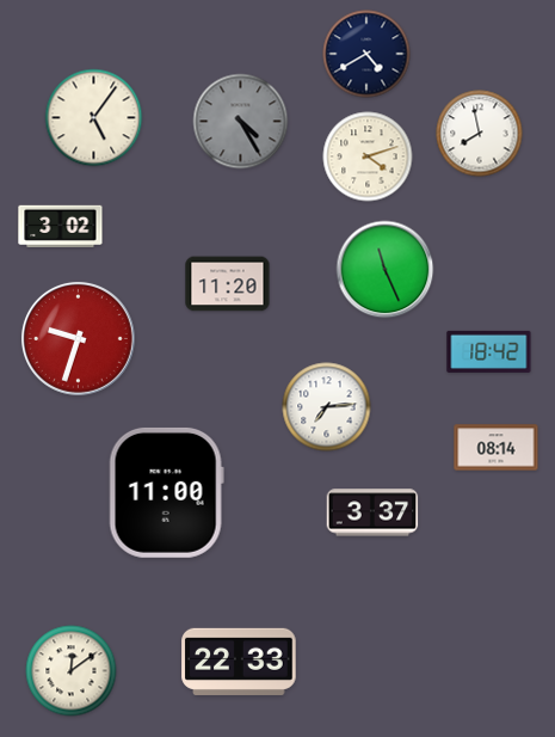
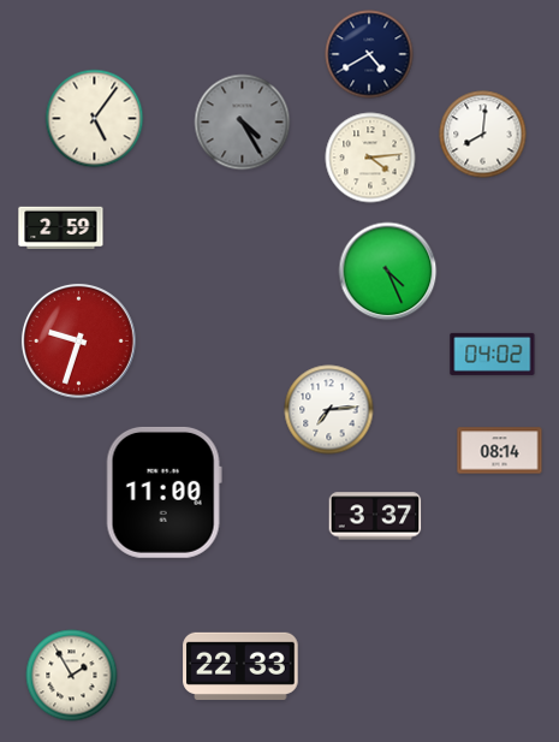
clock at (480, 134): 7:58 -> 8:01
clock at (368, 156): 4:12 -> 4:14
clock at (61, 227): 3:02 -> 2:59
clock at (386, 270): 11:26 -> 4:26
clock at (228, 284): 11:20 -> none
clock at (489, 351): 18:42 -> 04:02
clock at (166, 492) position: (166, 492) -> (163, 492)
clock at (72, 671): 12:09 -> 1:55
